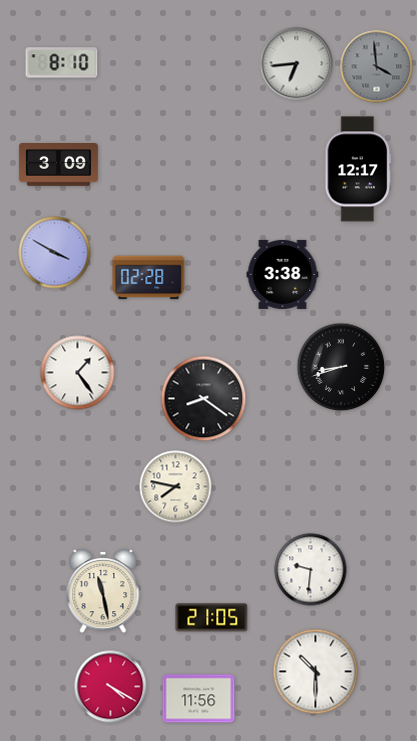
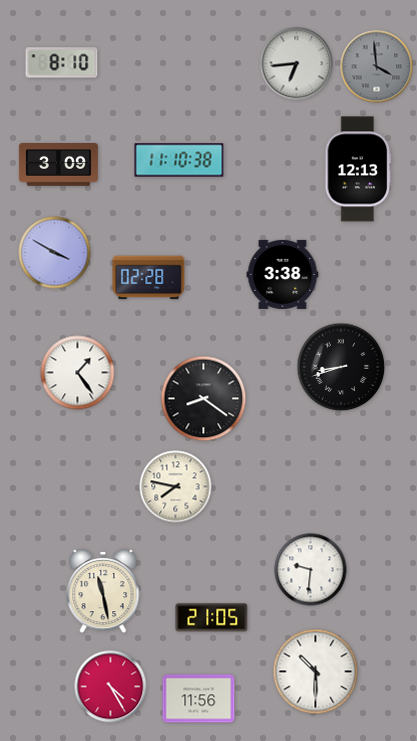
clock at (179, 160): none -> 11:10
clock at (358, 169): 12:17 -> 12:13
clock at (111, 687): 4:20 -> 4:25
